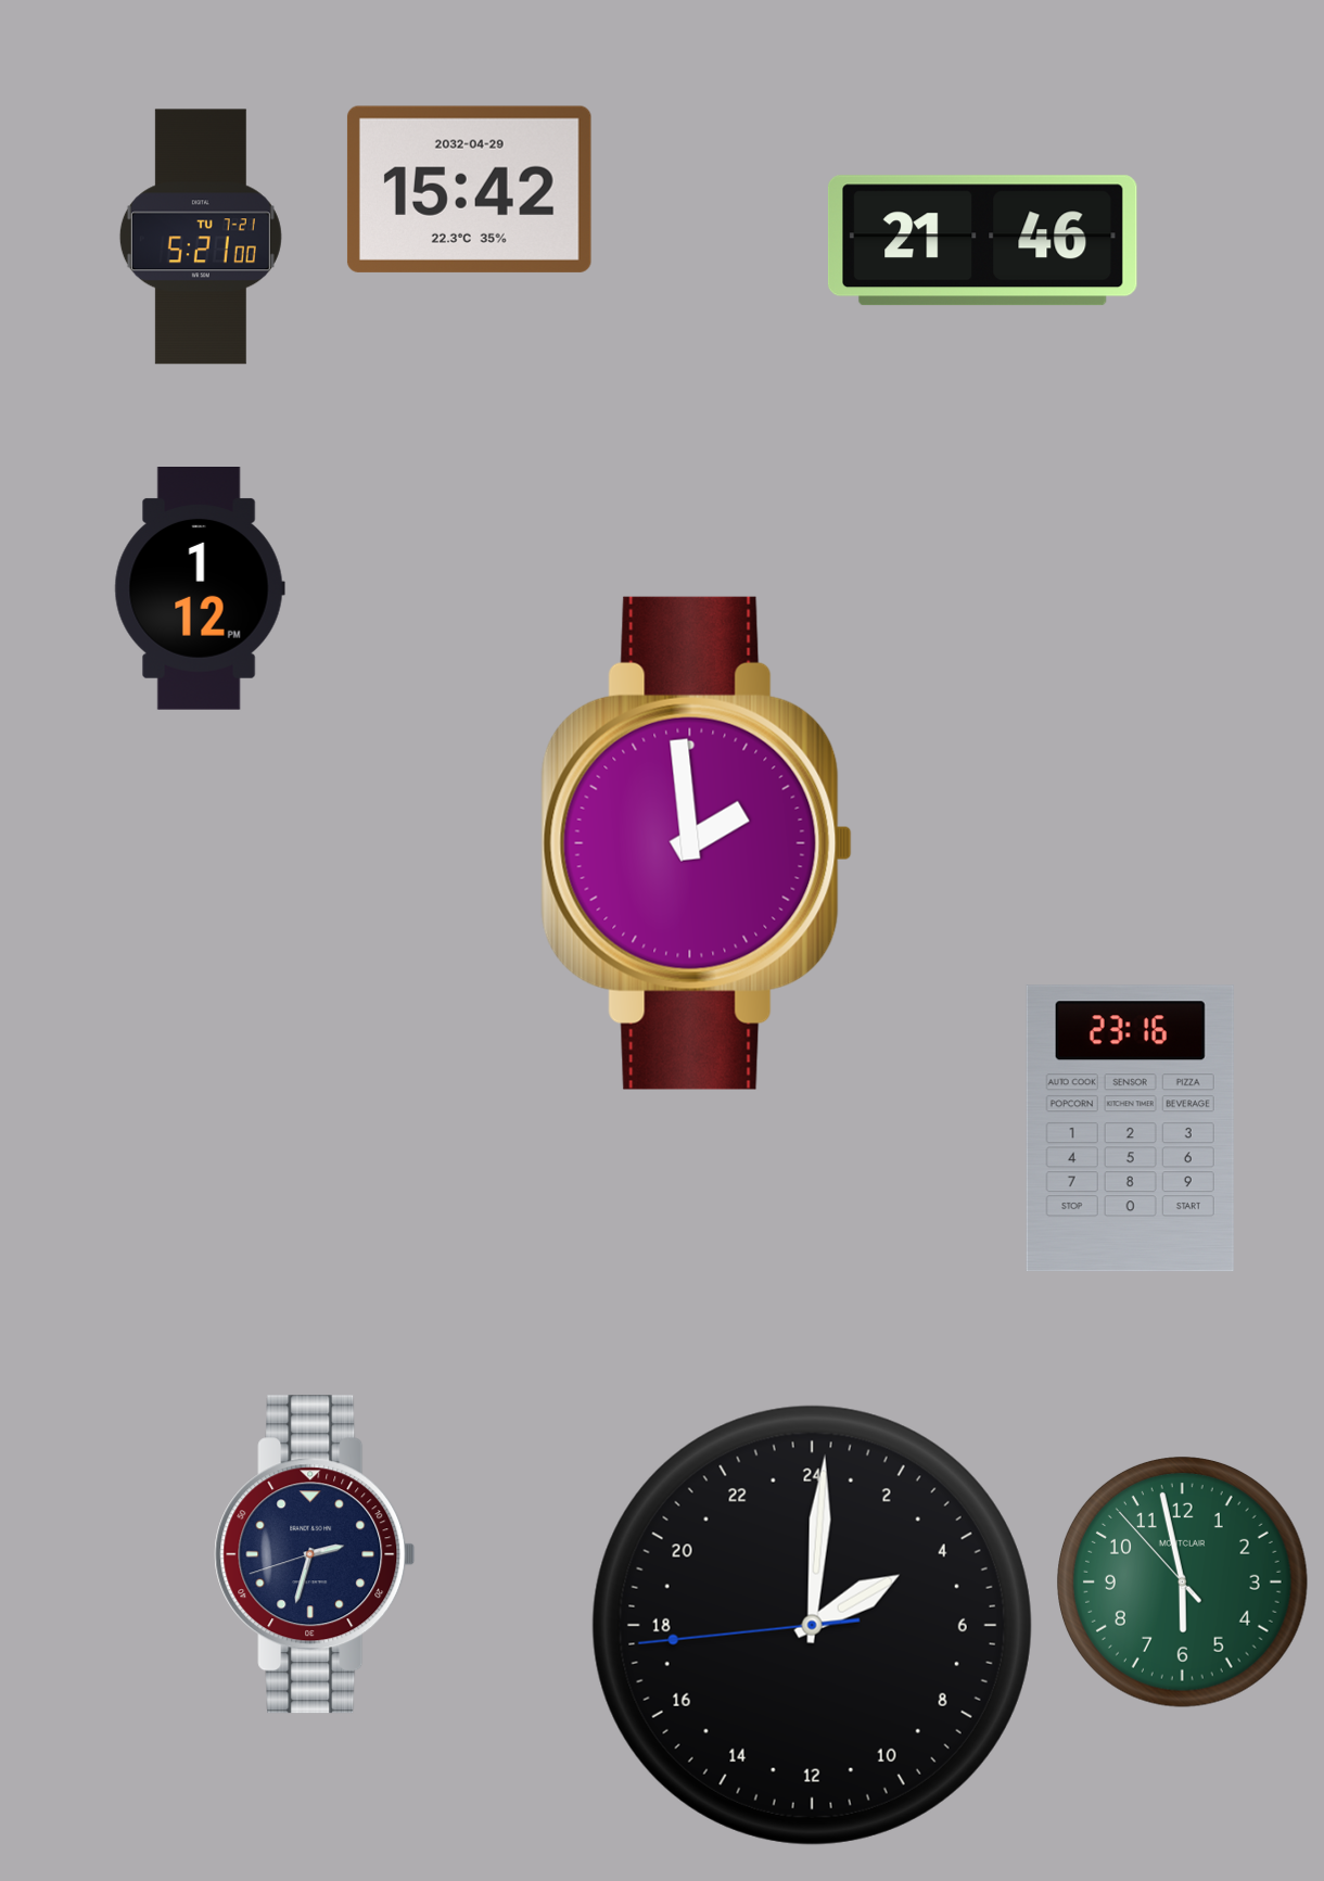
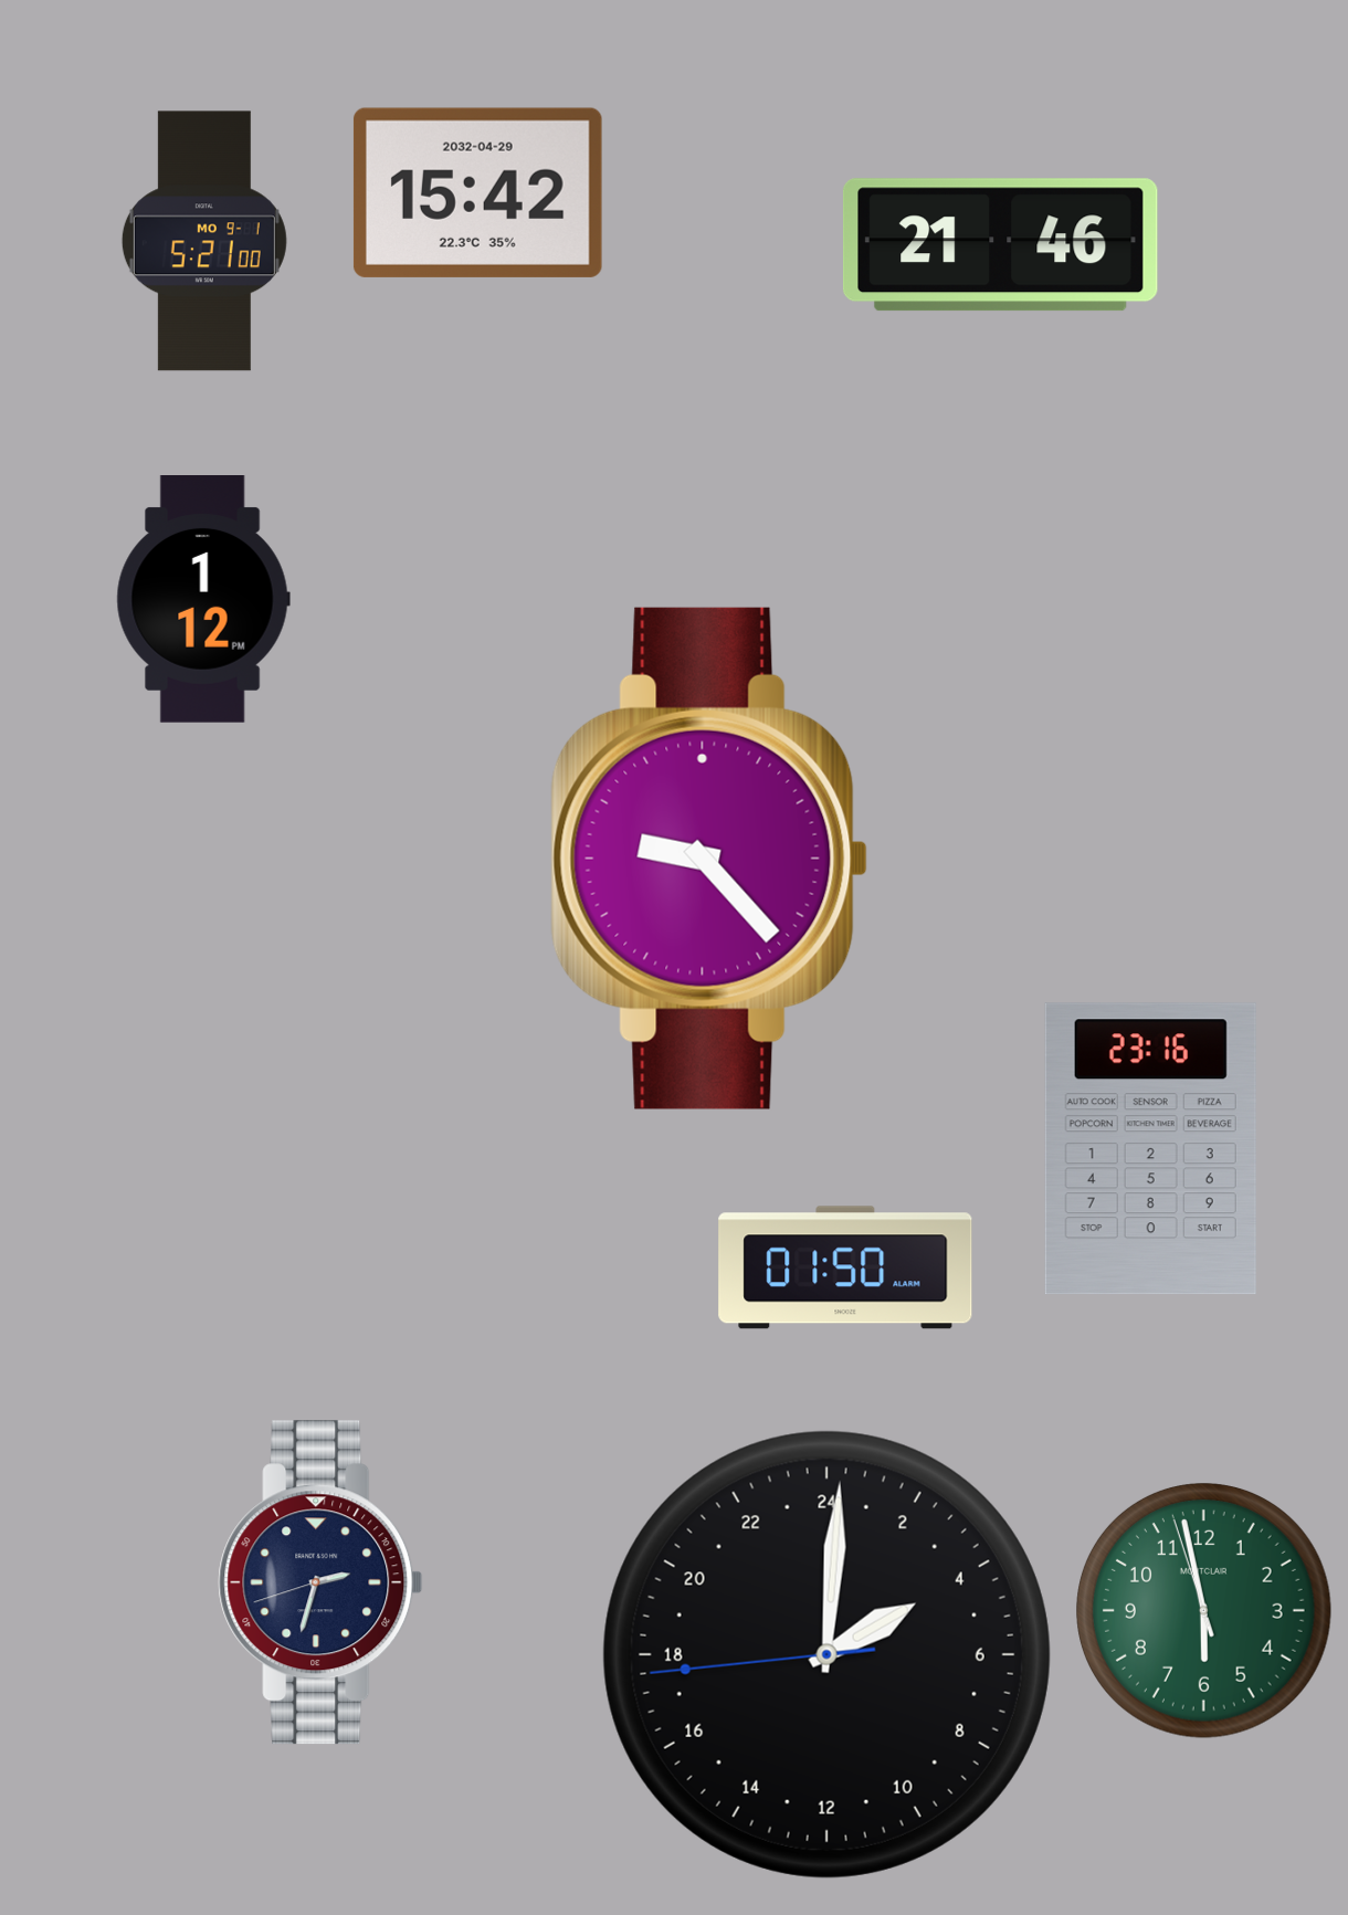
clock at (201, 237) date: TU 7-21 -> MO 9-1
clock at (697, 843): 1:59 -> 9:23
clock at (845, 1267): none -> 01:50
clock at (1183, 1583): 5:57:53 -> 5:57:57
